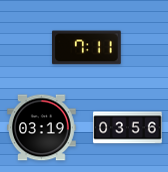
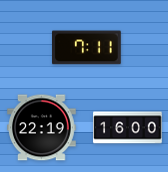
clock at (42, 128): 03:19 -> 22:19
clock at (128, 128): 03:56 -> 16:00
